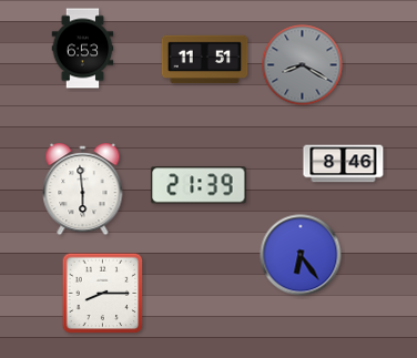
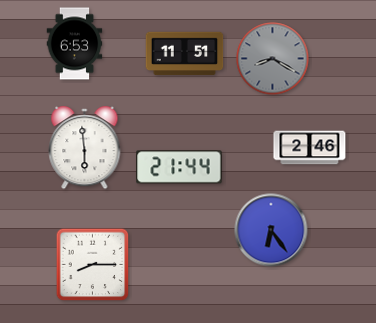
clock at (344, 164): 8:46 -> 2:46
clock at (199, 185): 21:39 -> 21:44
clock at (83, 190) position: (83, 190) -> (85, 148)
